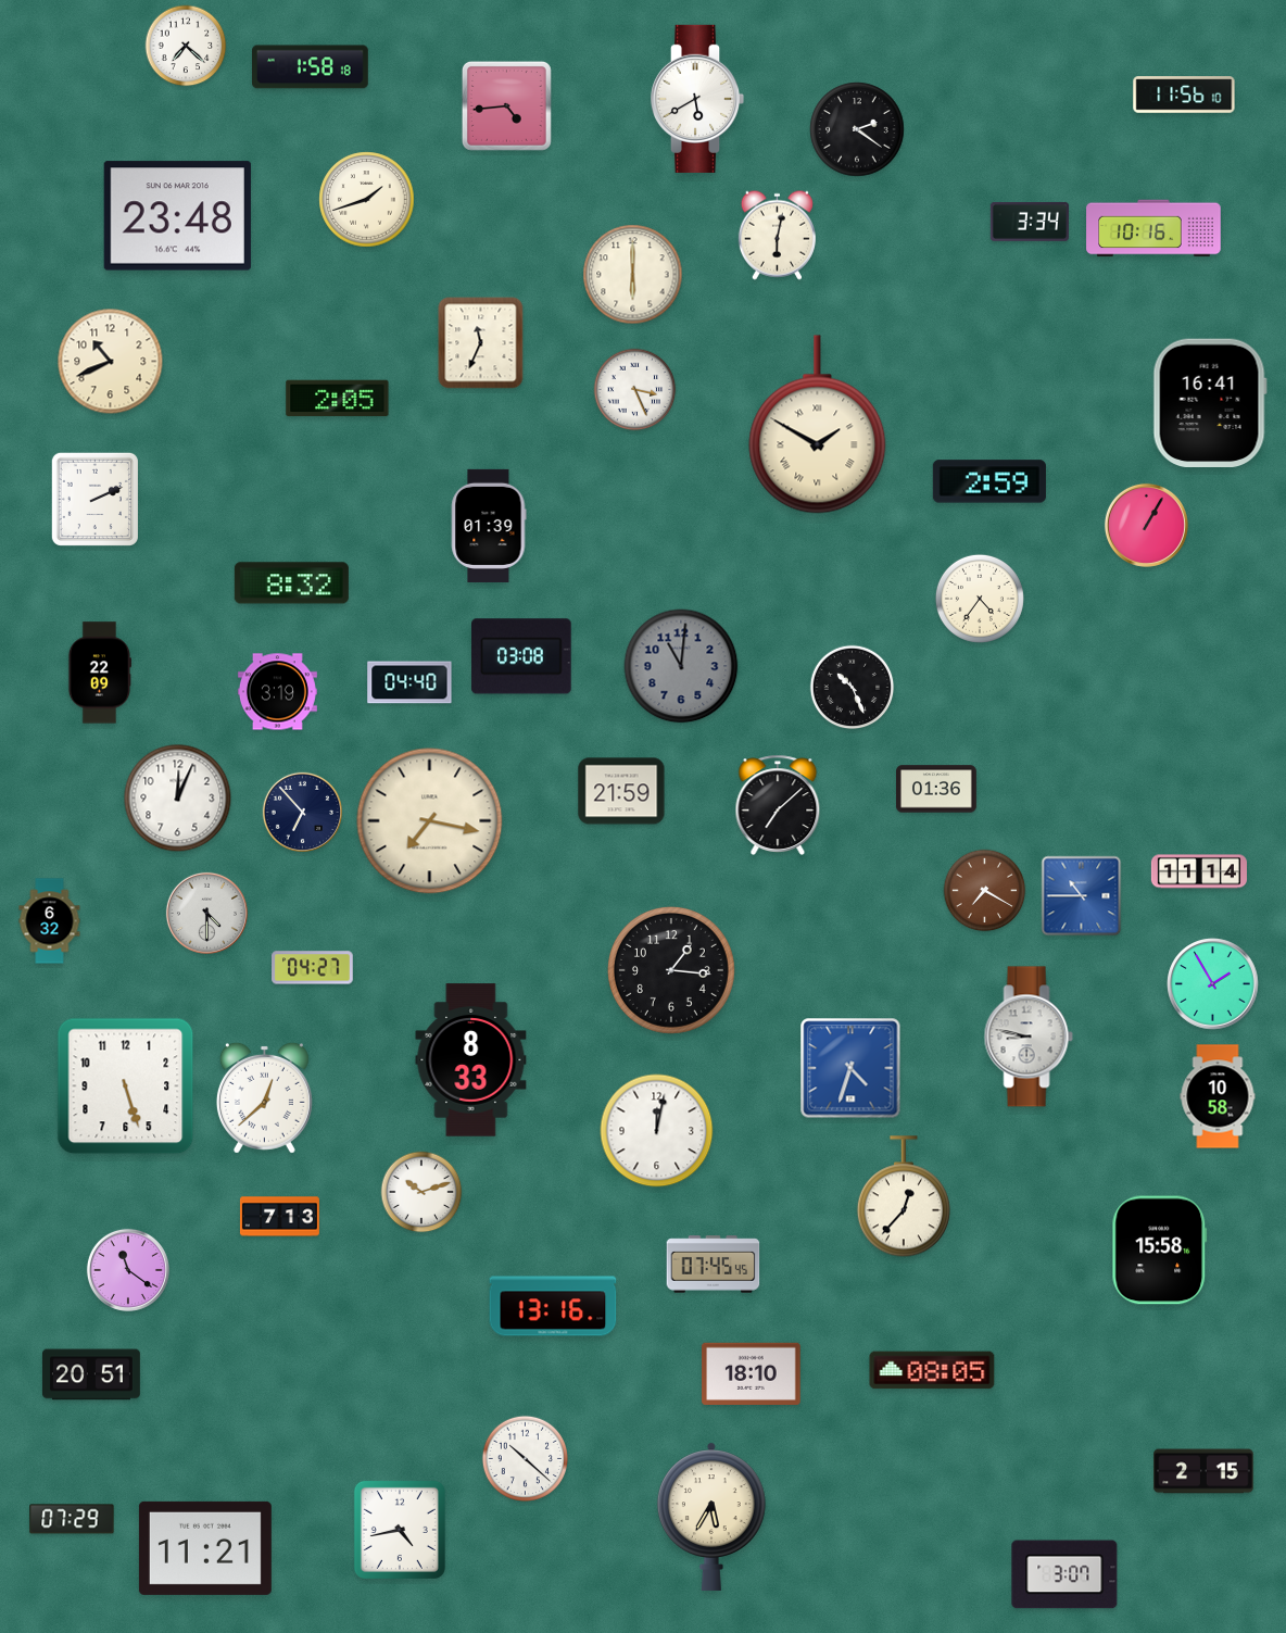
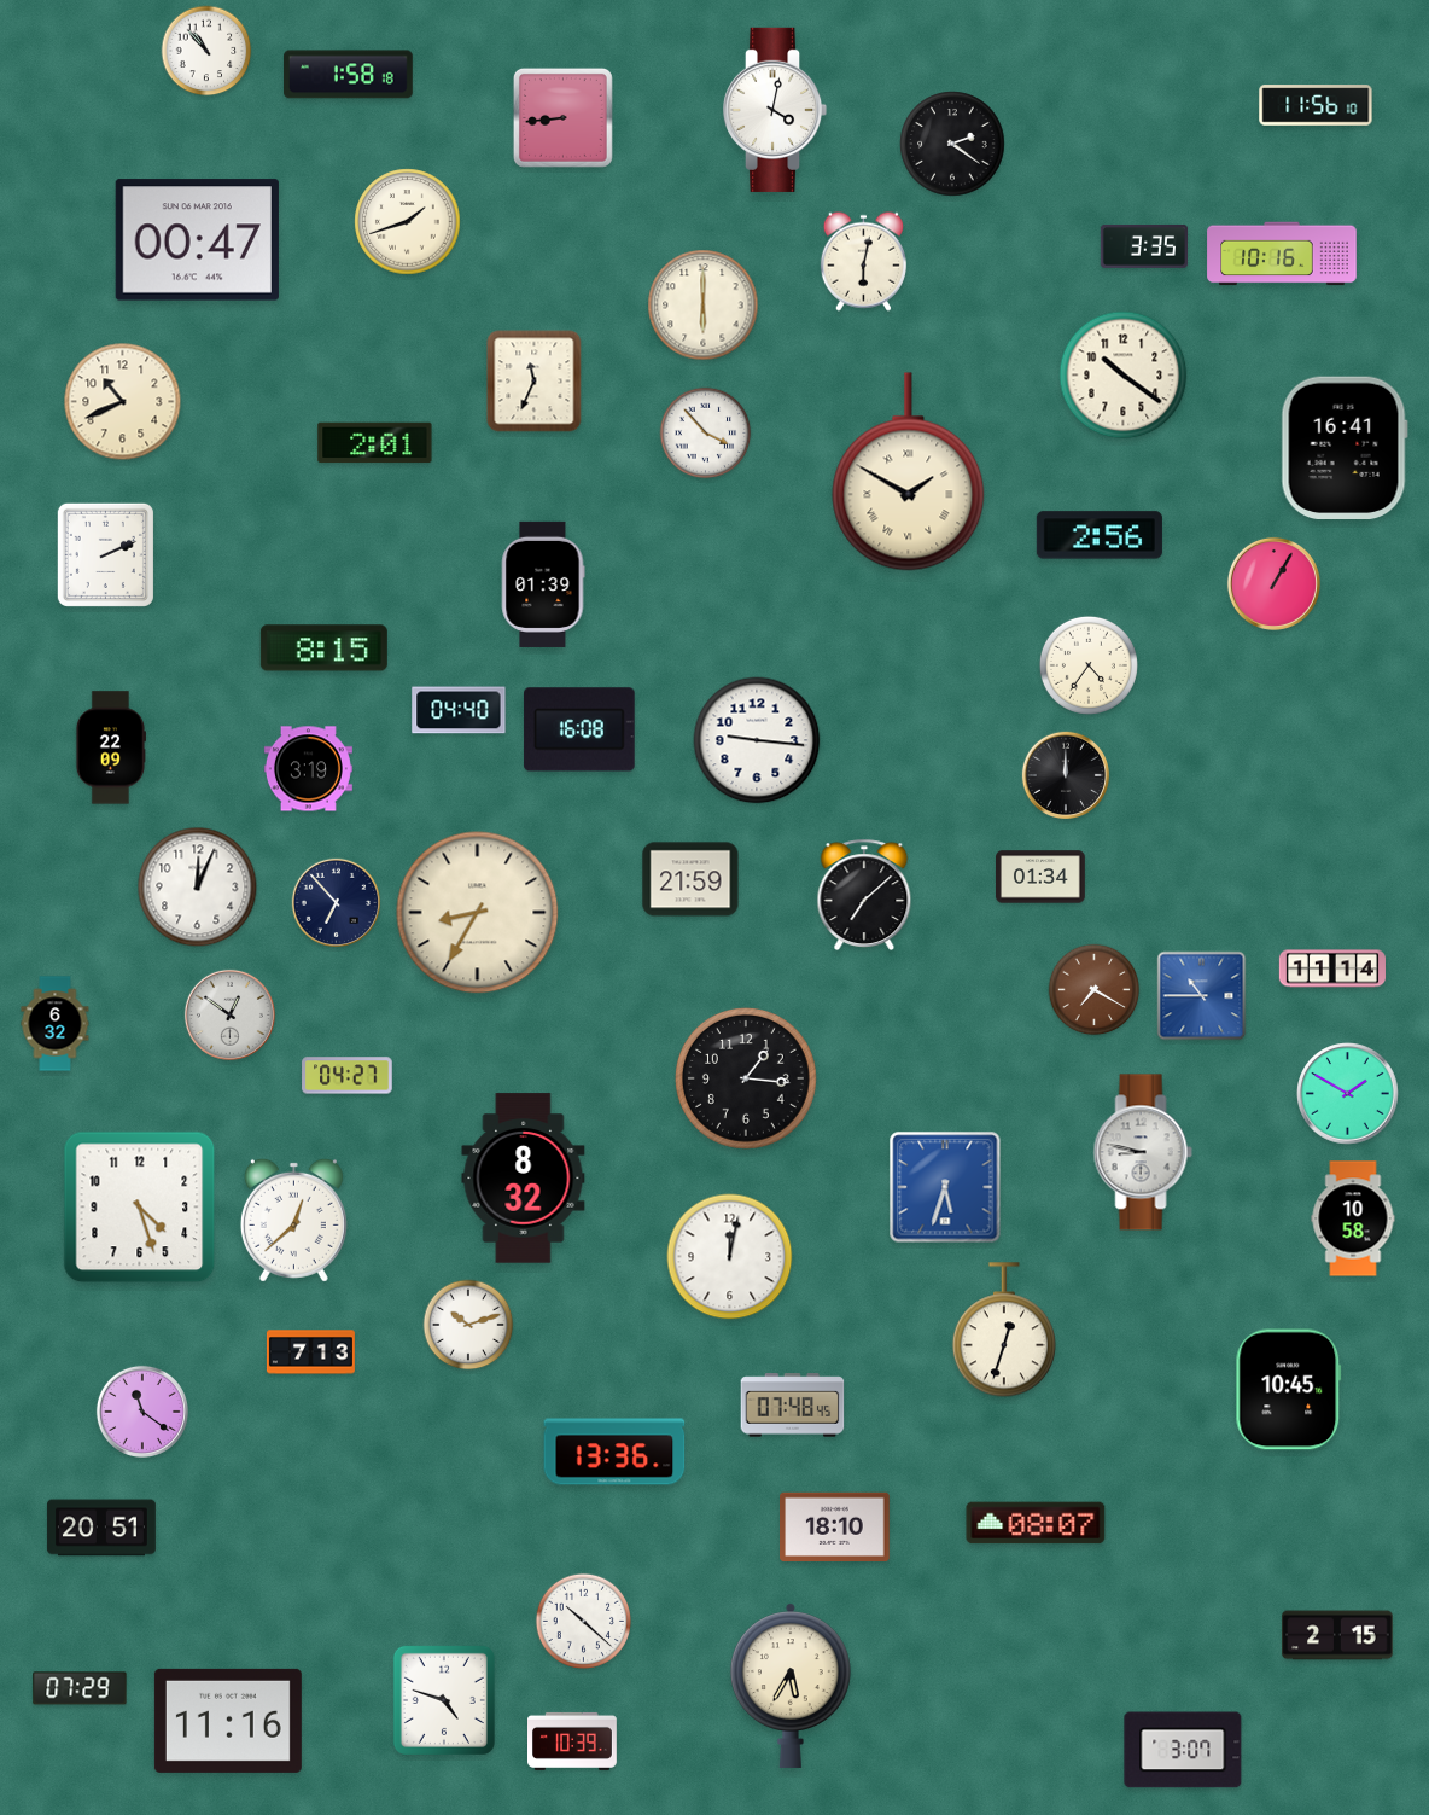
clock at (186, 46): 7:22 -> 10:53
clock at (311, 67) position: (311, 67) -> (349, 75)
clock at (697, 99): 5:40 -> 4:02
clock at (506, 105): 4:44 -> 8:44
clock at (177, 216): 23:48 -> 00:47
clock at (1030, 222): 3:34 -> 3:35
clock at (1124, 376): none -> 10:21
clock at (635, 390): 3:26 -> 3:53
clock at (338, 399): 2:05 -> 2:01
clock at (989, 481): 2:59 -> 2:56
clock at (291, 583): 8:32 -> 8:15
clock at (521, 656): 03:08 -> 16:08
clock at (681, 666): 11:01 -> 9:16
clock at (681, 666) dial: grey -> white
clock at (409, 682) position: (409, 682) -> (459, 710)
clock at (853, 688): 10:26 -> none
clock at (1065, 774): none -> 12:00
clock at (937, 789): 01:36 -> 01:34
clock at (430, 821): 7:17 -> 8:35
clock at (206, 913): 4:30 -> 12:51
clock at (1213, 984): 1:55 -> 1:50
clock at (471, 1060): 8:33 -> 8:32
clock at (850, 1068): 4:33 -> 5:33
clock at (126, 1086): 5:27 -> 4:27
clock at (904, 1197): 12:37 -> 12:33
clock at (1160, 1251): 15:58 -> 10:45
clock at (714, 1265): 07:45 -> 07:48
clock at (553, 1306): 13:16 -> 13:36
clock at (932, 1370): 08:05 -> 08:07
clock at (400, 1530): 4:43 -> 4:48
clock at (205, 1548): 11:21 -> 11:16
clock at (573, 1741): none -> 10:39
